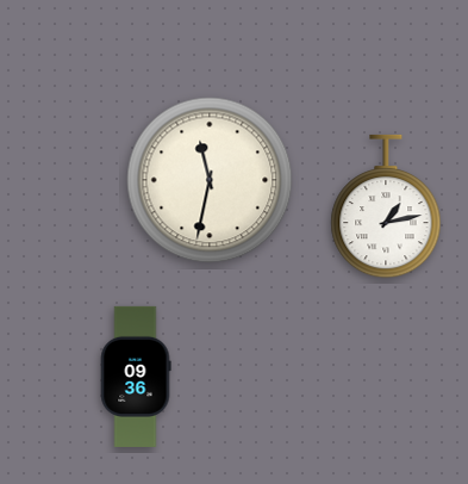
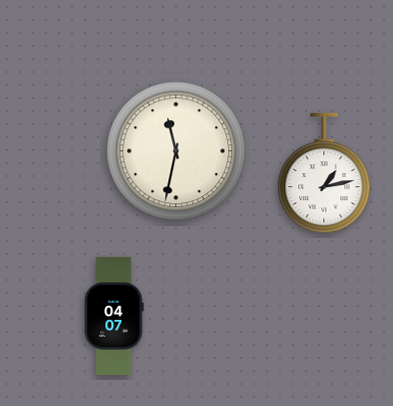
clock at (136, 377): 09:36 -> 04:07
